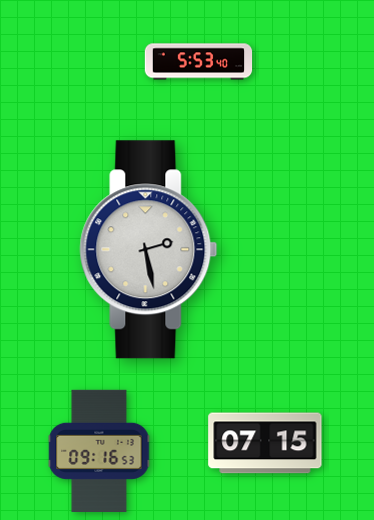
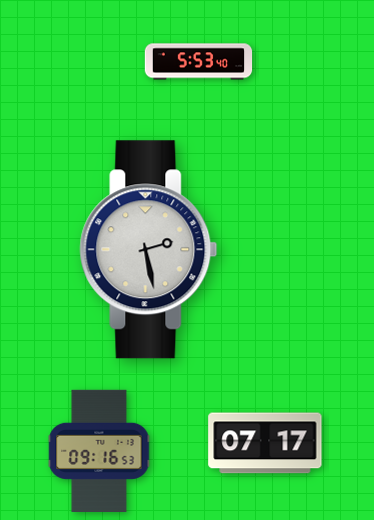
clock at (265, 443): 07:15 -> 07:17
